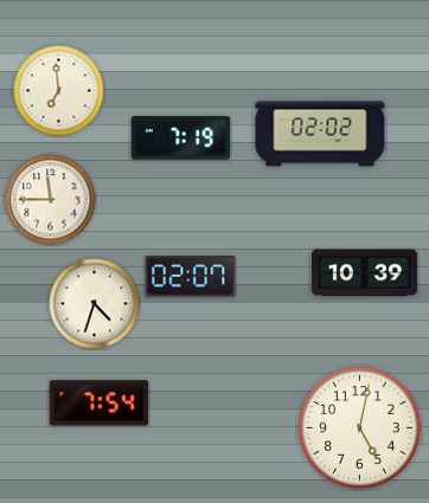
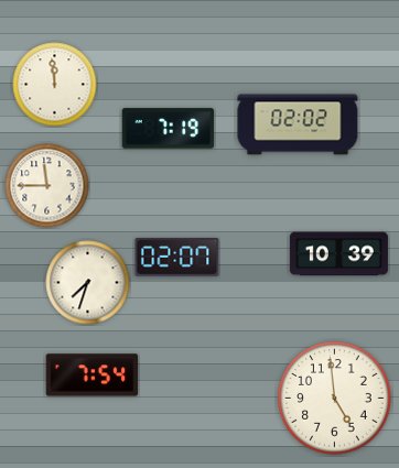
clock at (59, 91): 6:59 -> 11:59
clock at (95, 304): 4:33 -> 7:33
clock at (360, 428): 5:02 -> 4:59
